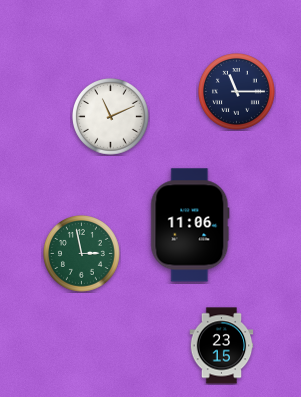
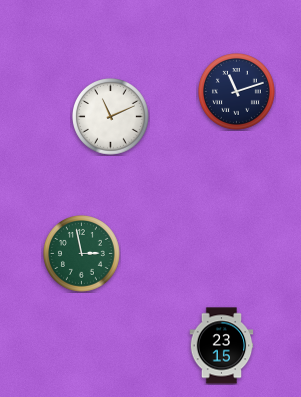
clock at (237, 92): 11:15 -> 11:12
clock at (190, 225): 11:06 -> none
